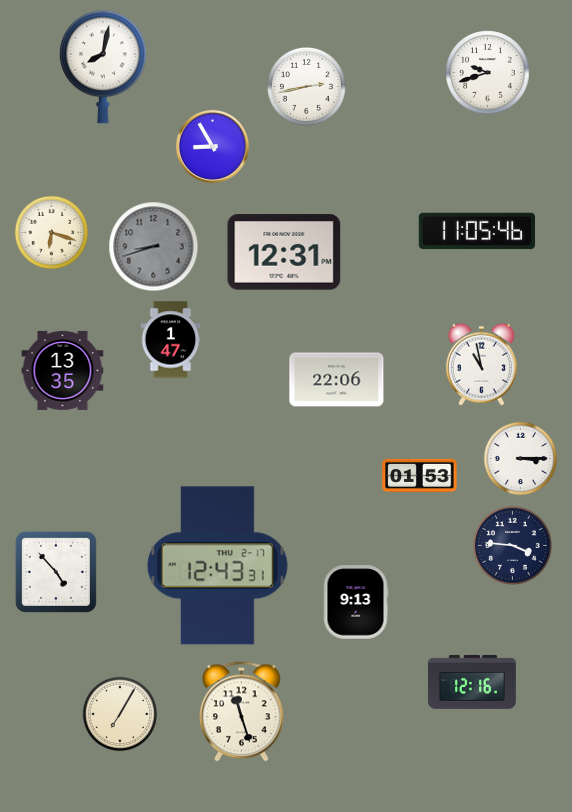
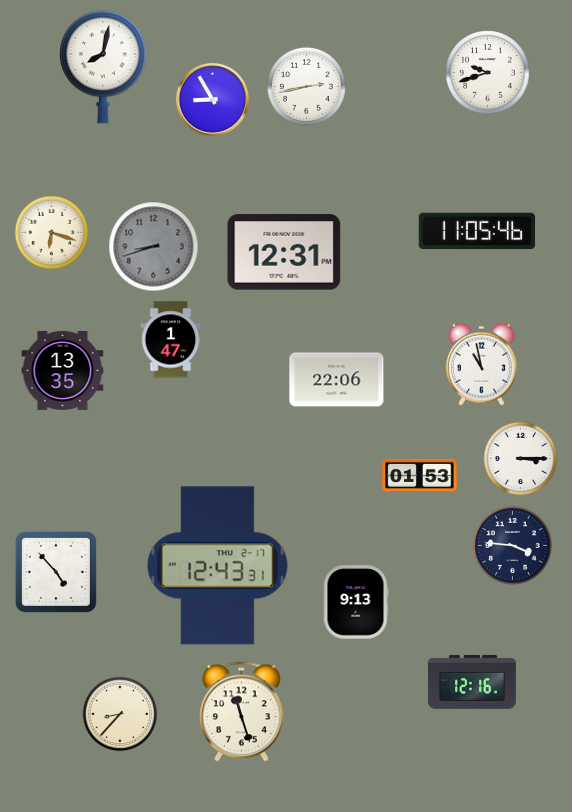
clock at (212, 146) position: (212, 146) -> (212, 99)
clock at (120, 714): 7:05 -> 8:37
